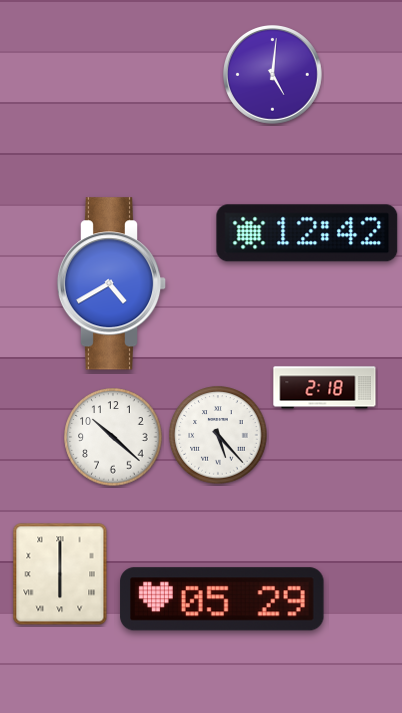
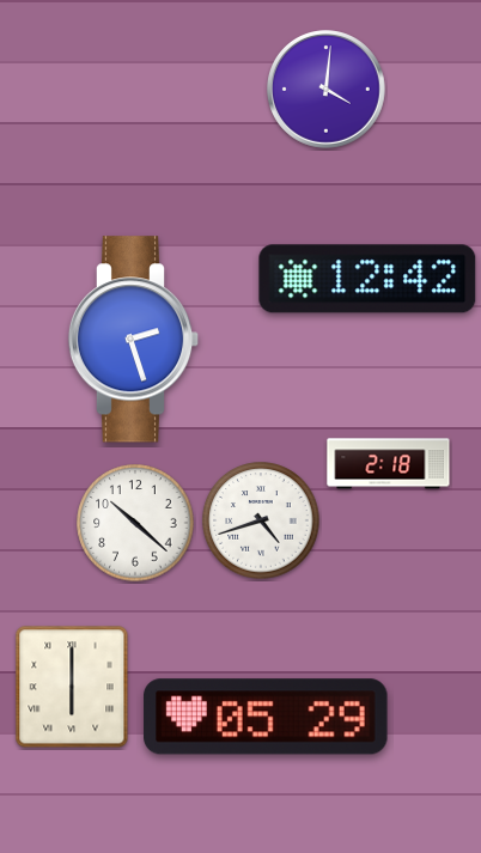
clock at (273, 75): 5:01 -> 4:01
clock at (112, 284): 4:40 -> 2:27
clock at (218, 435): 5:23 -> 4:42
